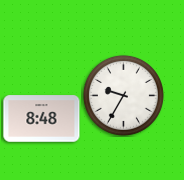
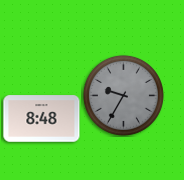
clock at (123, 95) dial: white -> grey
